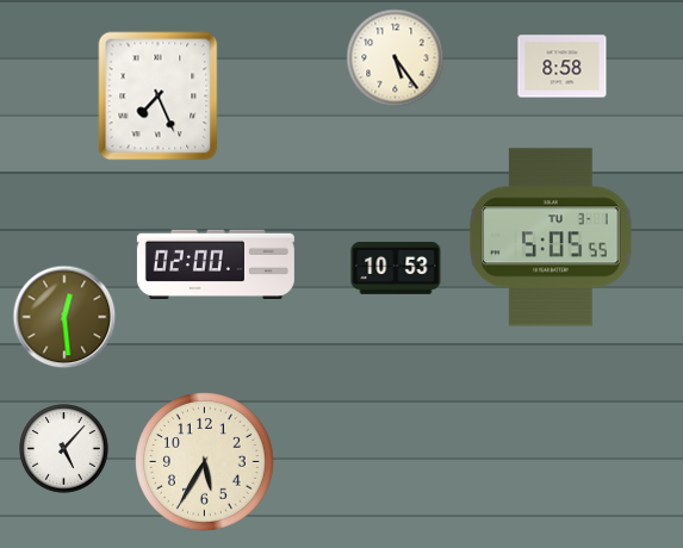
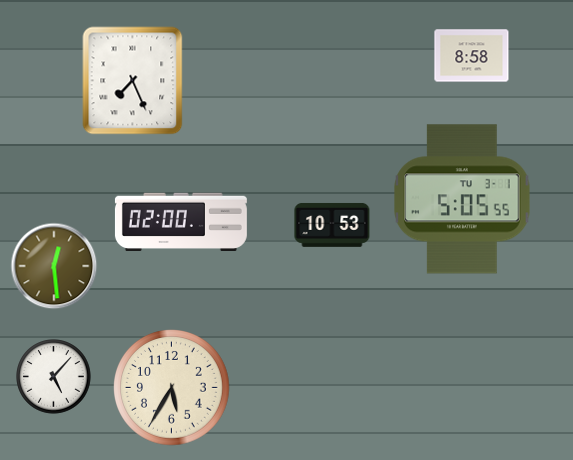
clock at (396, 58): 5:24 -> none
